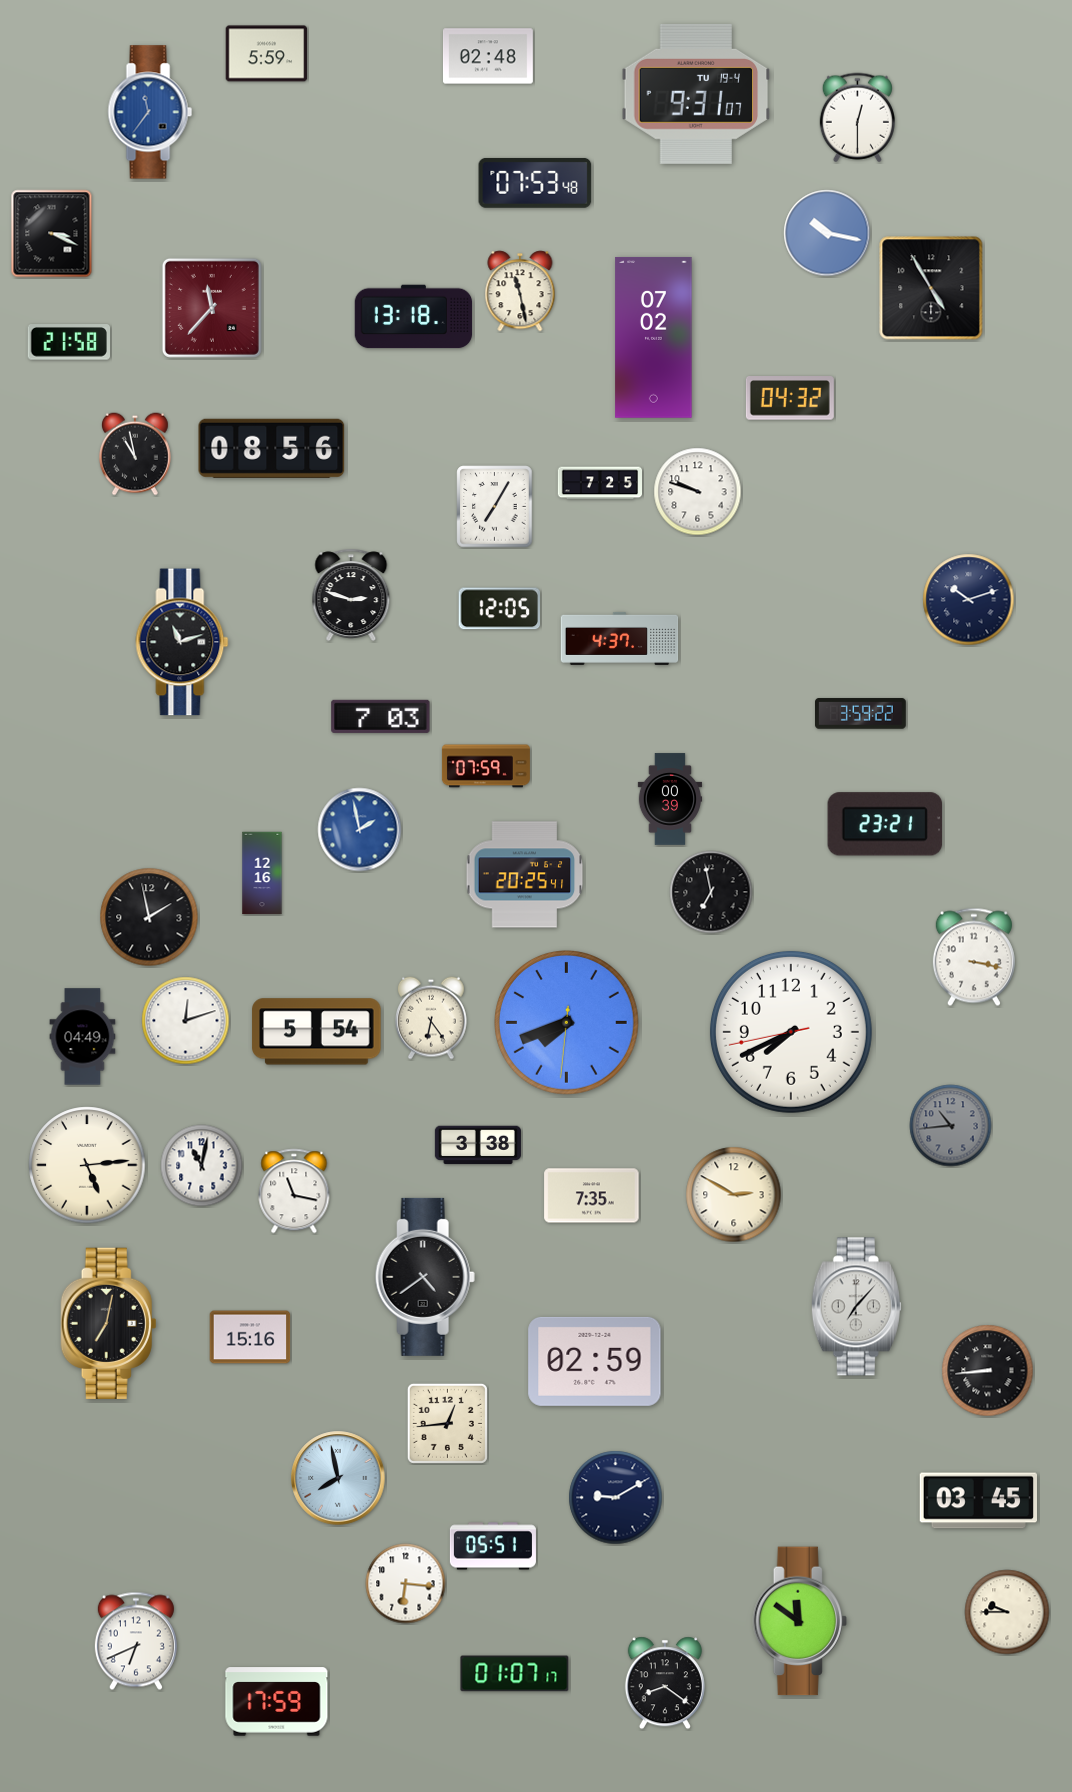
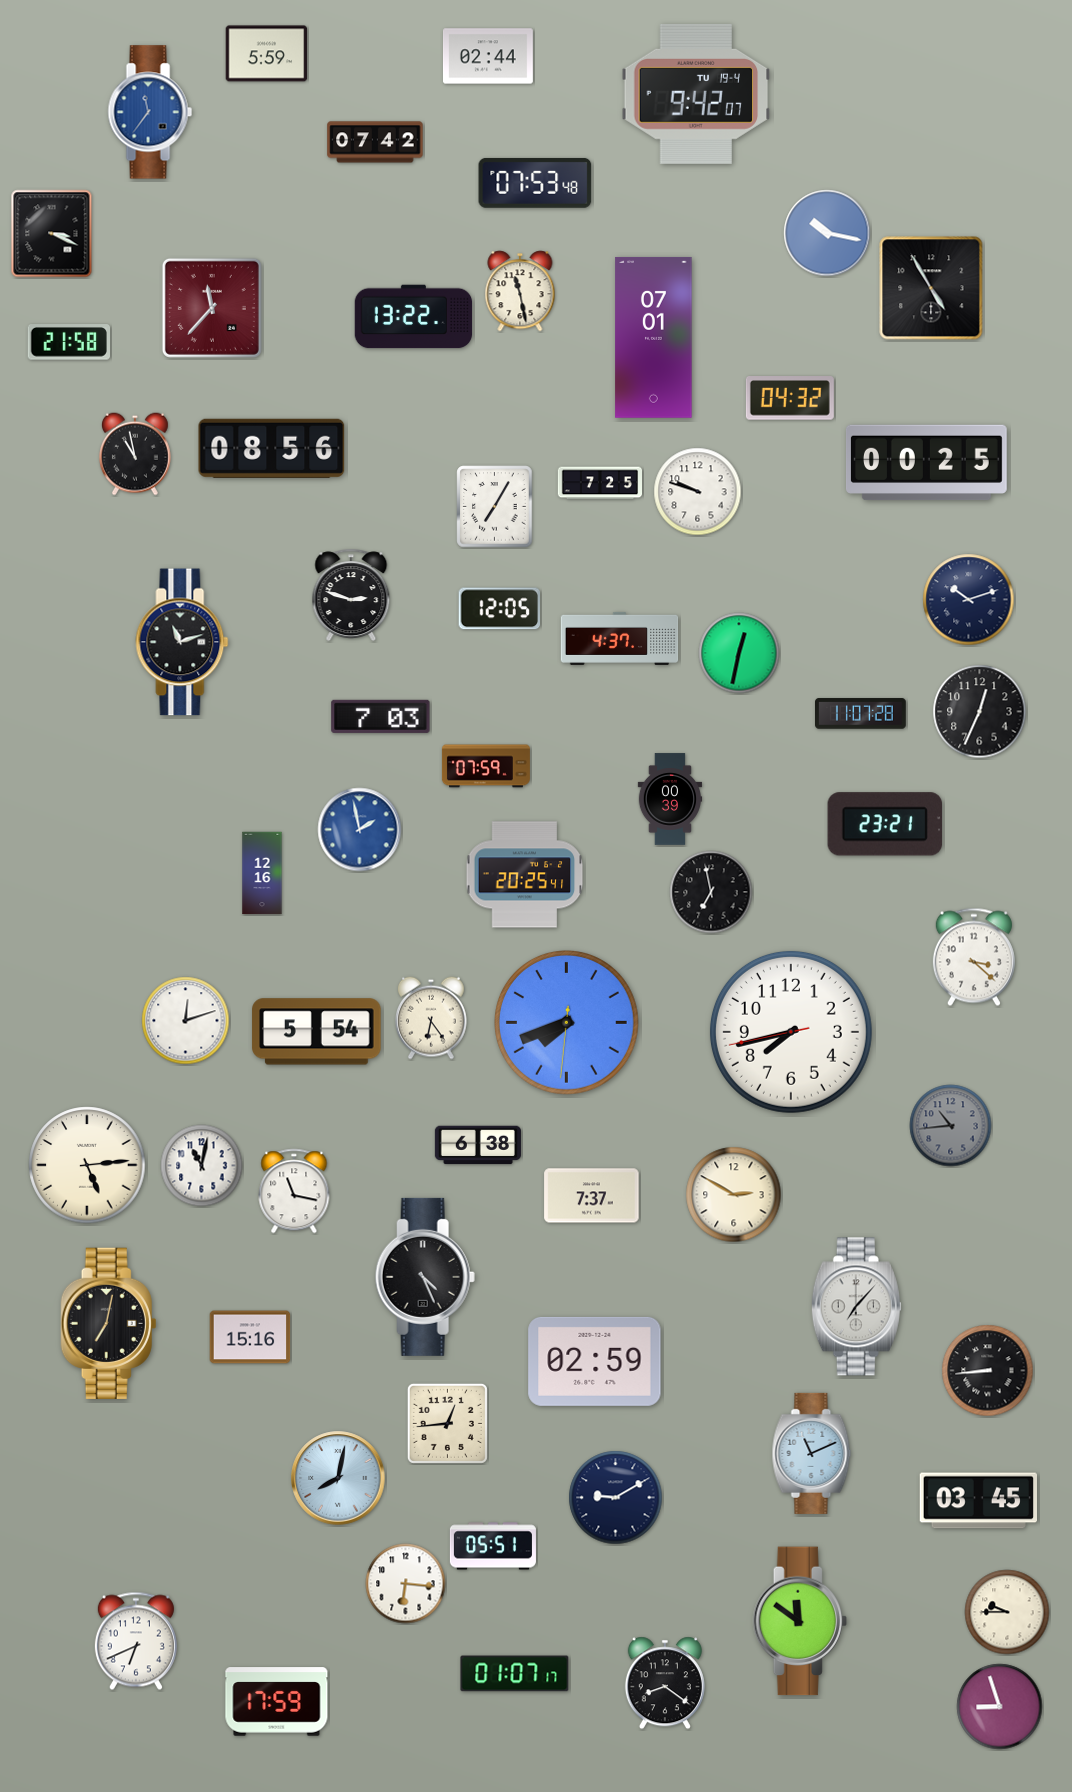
clock at (488, 56): 02:48 -> 02:44
clock at (696, 94): 9:31 -> 9:42
clock at (857, 118): 12:30 -> none
clock at (375, 142): none -> 07:42
clock at (414, 317): 13:18 -> 13:22
clock at (654, 337): 07:02 -> 07:01
clock at (926, 463): none -> 00:25
clock at (739, 653): none -> 12:32
clock at (980, 712): none -> 12:34
clock at (861, 714): 3:59 -> 11:07
clock at (149, 917): 1:58 -> none
clock at (974, 957): 3:17 -> 3:22
clock at (791, 1032): 7:40 -> 7:42
clock at (83, 1037): 04:49 -> none
clock at (478, 1145): 3:38 -> 6:38
clock at (592, 1196): 7:35 -> 7:37
clock at (425, 1277): 4:39 -> 4:26
clock at (812, 1453): none -> 11:11
clock at (338, 1478): 7:58 -> 8:02
clock at (1000, 1707): none -> 8:57
